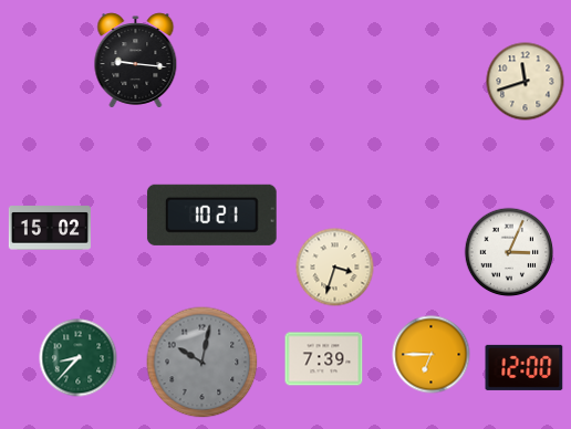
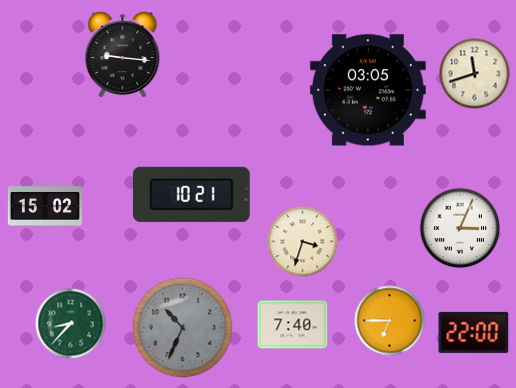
clock at (368, 90): none -> 03:05
clock at (324, 359): 7:39 -> 7:40
clock at (203, 363): 10:02 -> 10:34
clock at (525, 367): 12:00 -> 22:00
